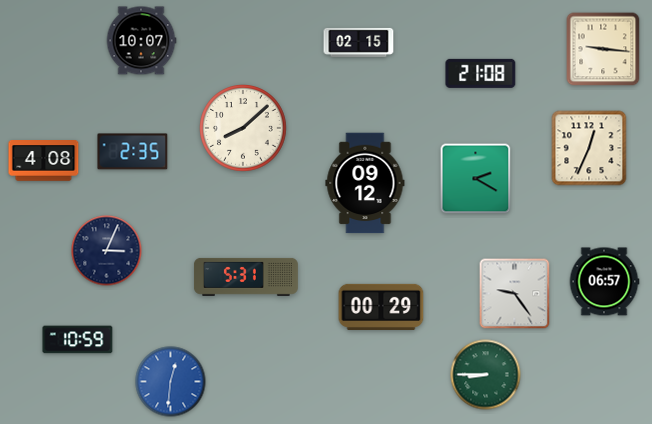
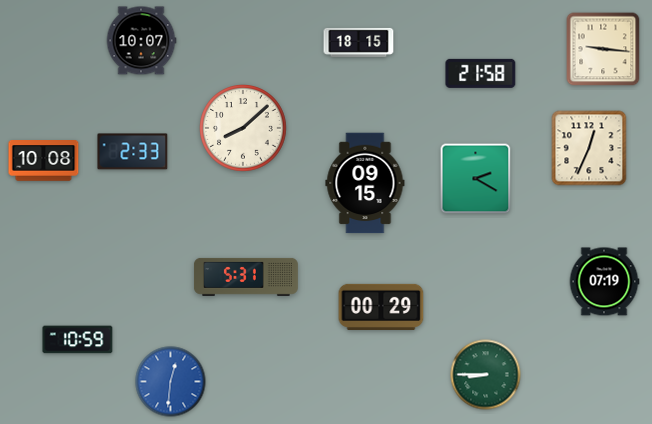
clock at (359, 42): 02:15 -> 18:15
clock at (481, 73): 21:08 -> 21:58
clock at (133, 152): 2:35 -> 2:33
clock at (44, 161): 4:08 -> 10:08
clock at (365, 183): 09:12 -> 09:15
clock at (107, 251): 3:04 -> none
clock at (604, 282): 06:57 -> 07:19
clock at (515, 294): 9:24 -> none
